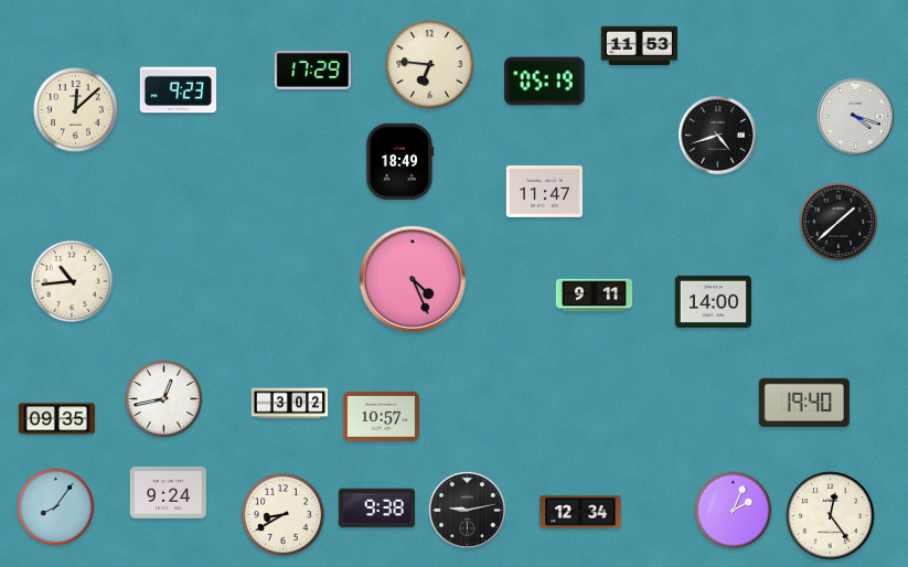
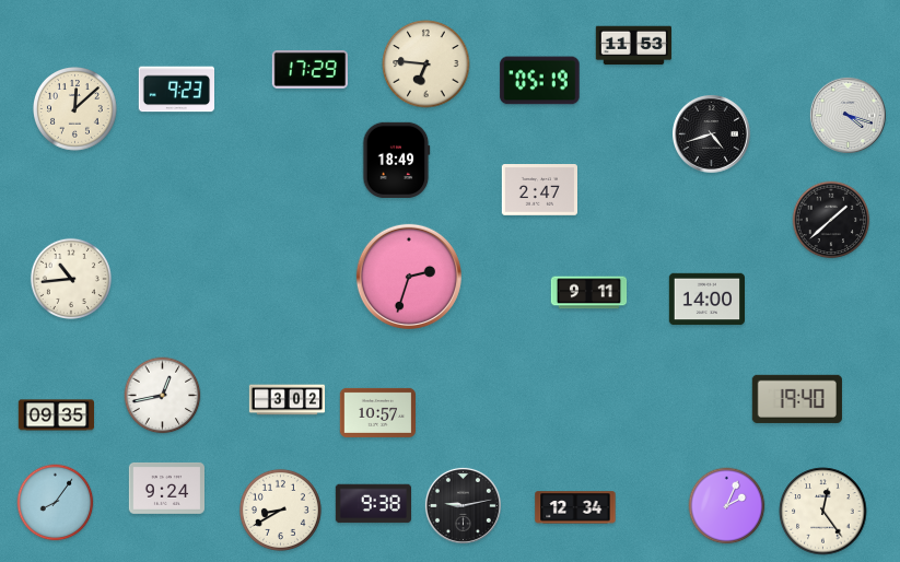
clock at (544, 192): 11:47 -> 2:47
clock at (413, 279): 4:26 -> 2:33
